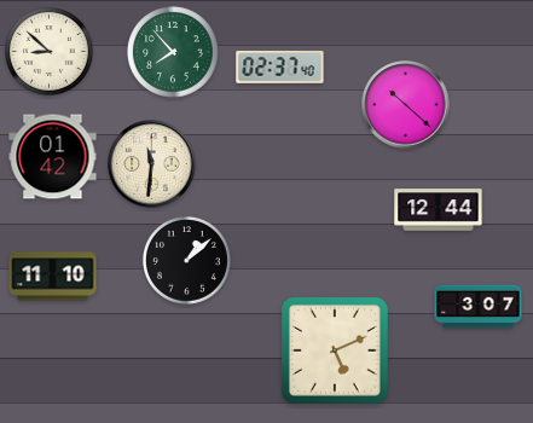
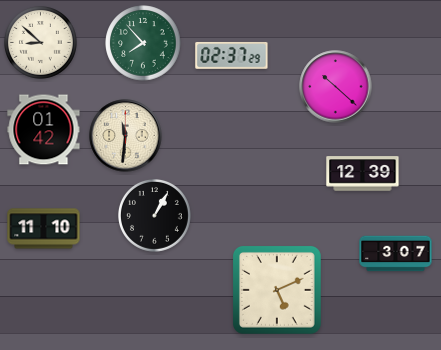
clock at (280, 68): 02:37:40 -> 02:37:29
clock at (439, 210): 12:44 -> 12:39
clock at (187, 261): 1:08 -> 1:05
